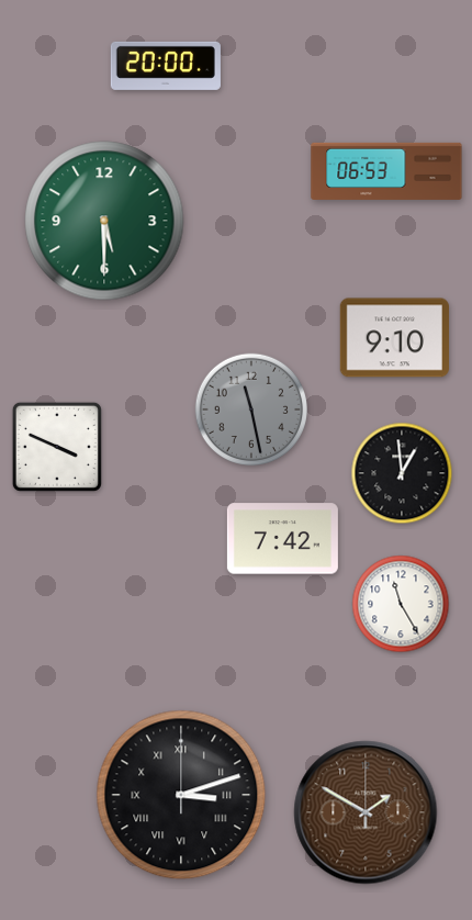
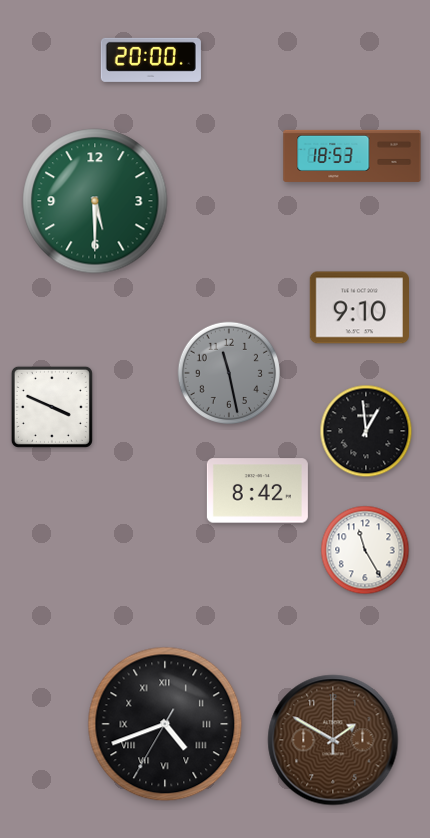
clock at (386, 171): 06:53 -> 18:53
clock at (282, 539): 7:42 -> 8:42
clock at (181, 795): 3:12 -> 4:41
